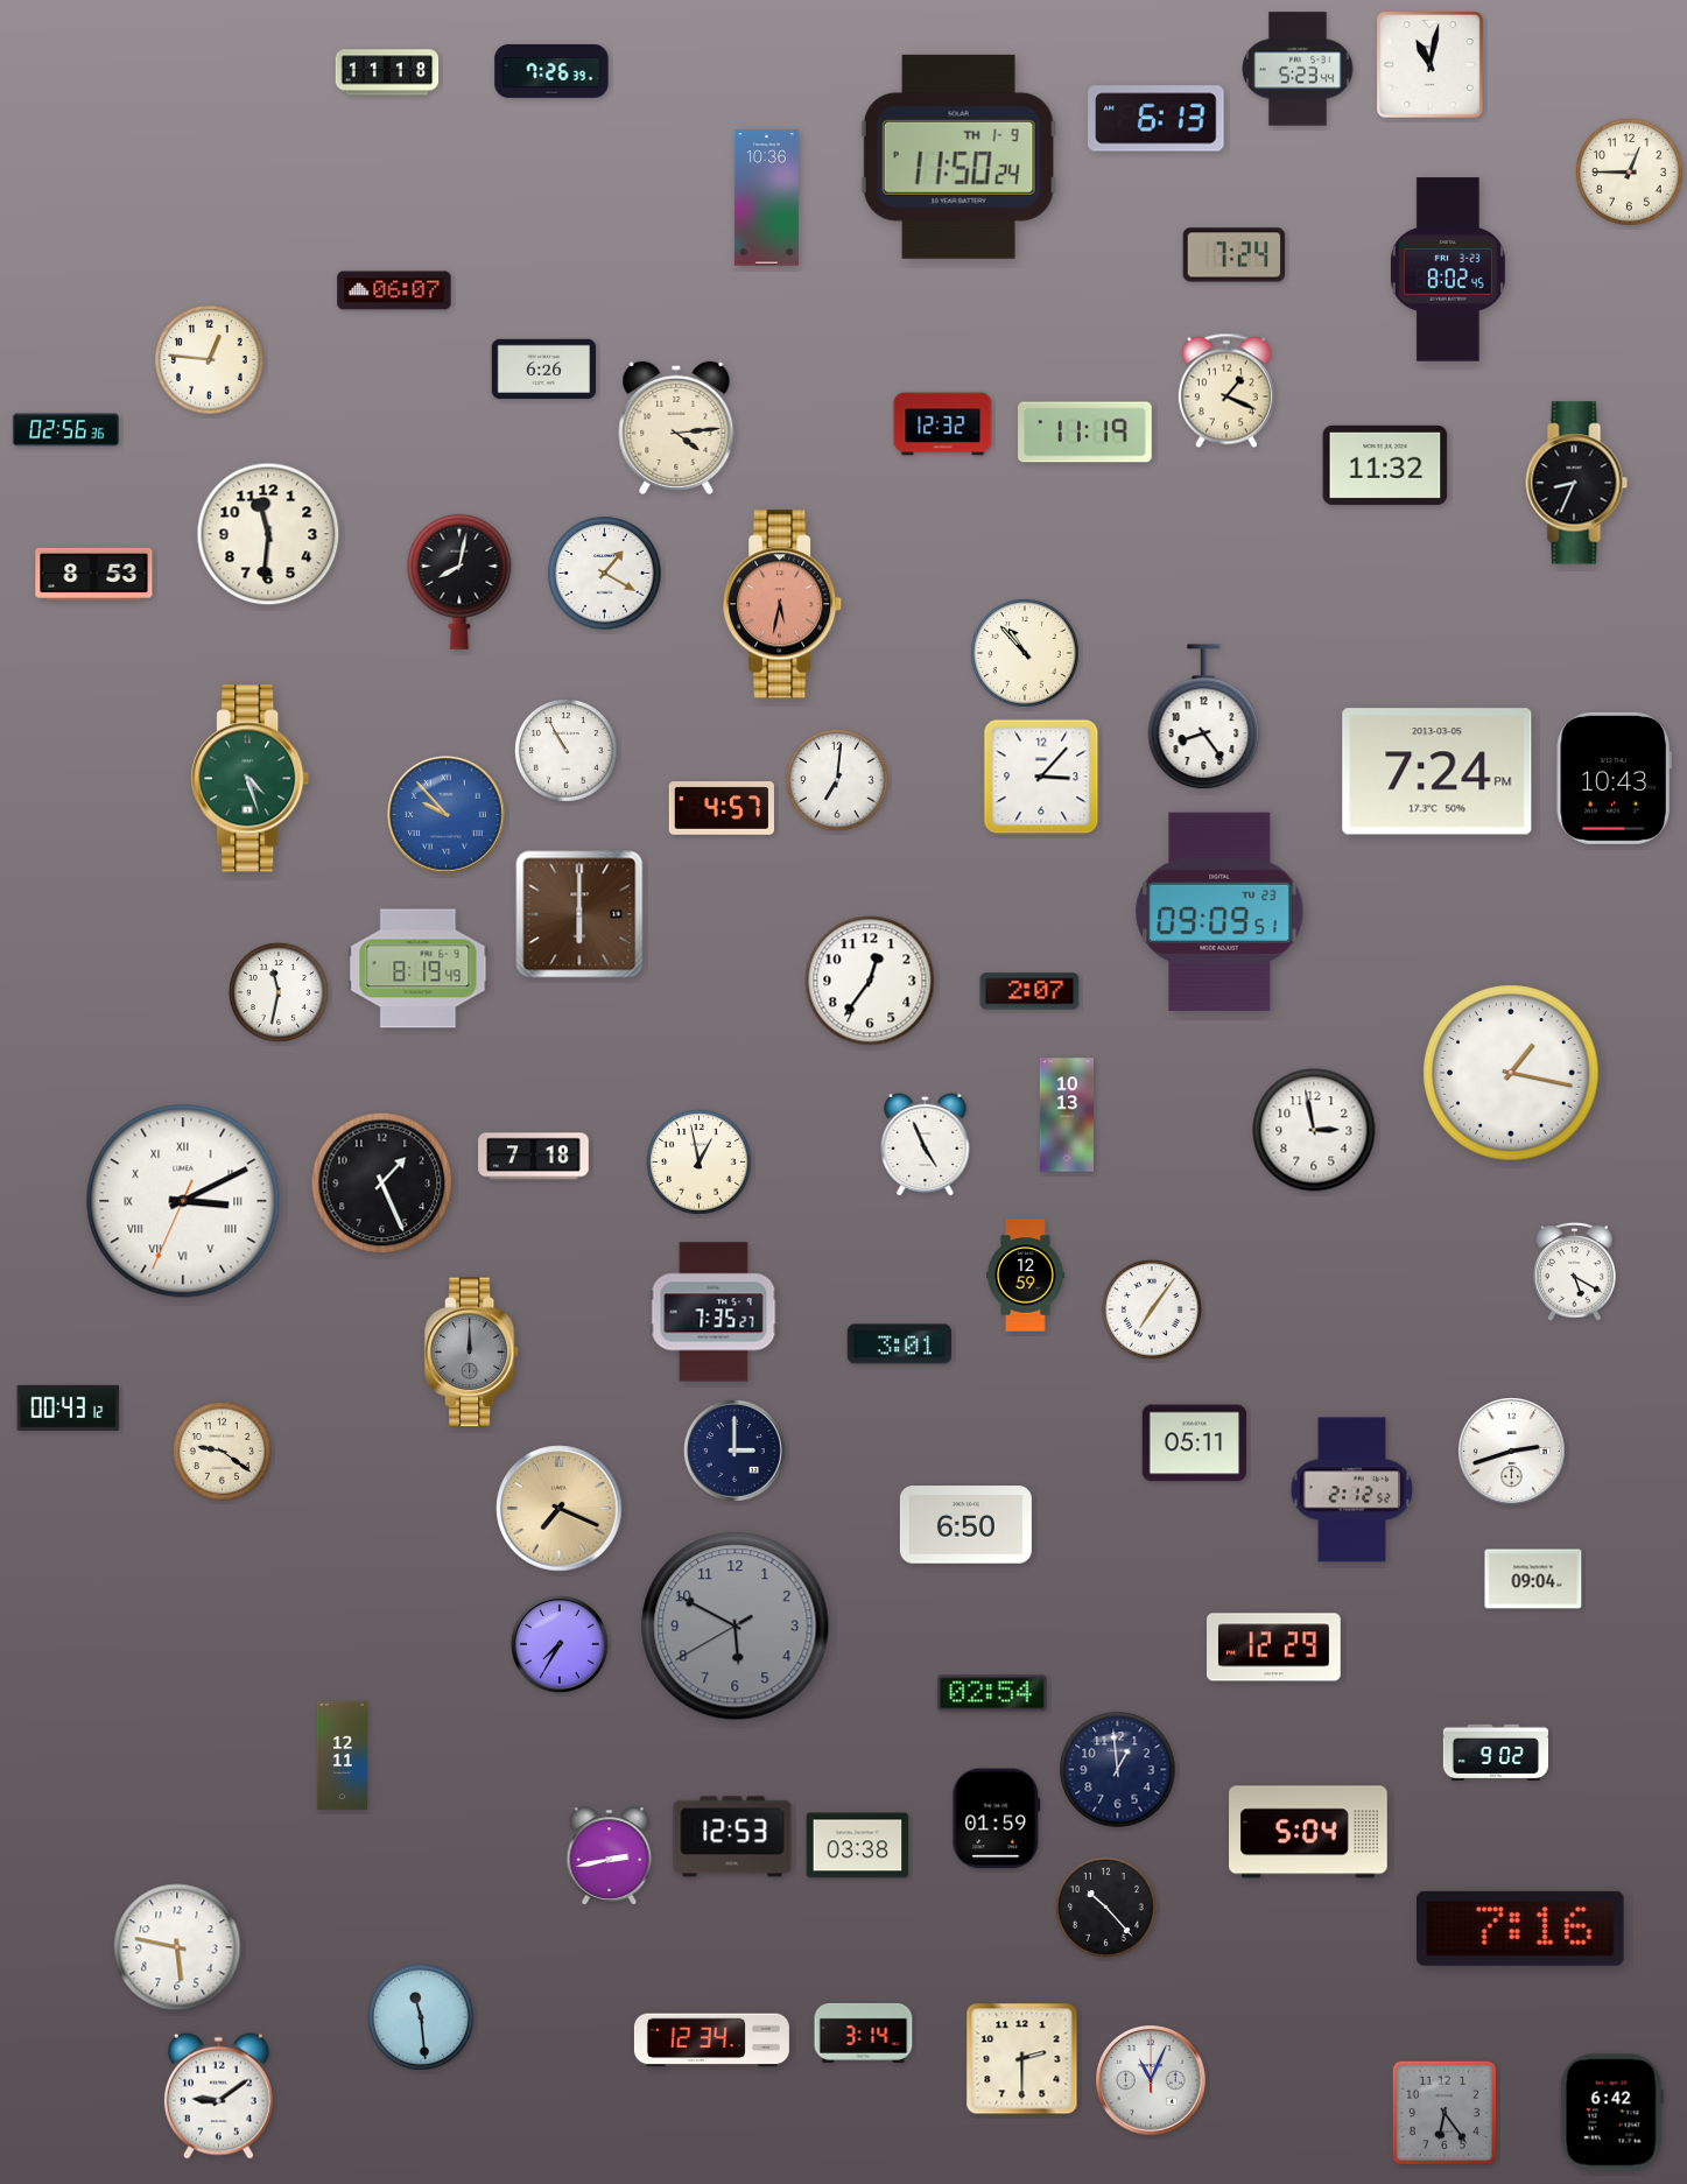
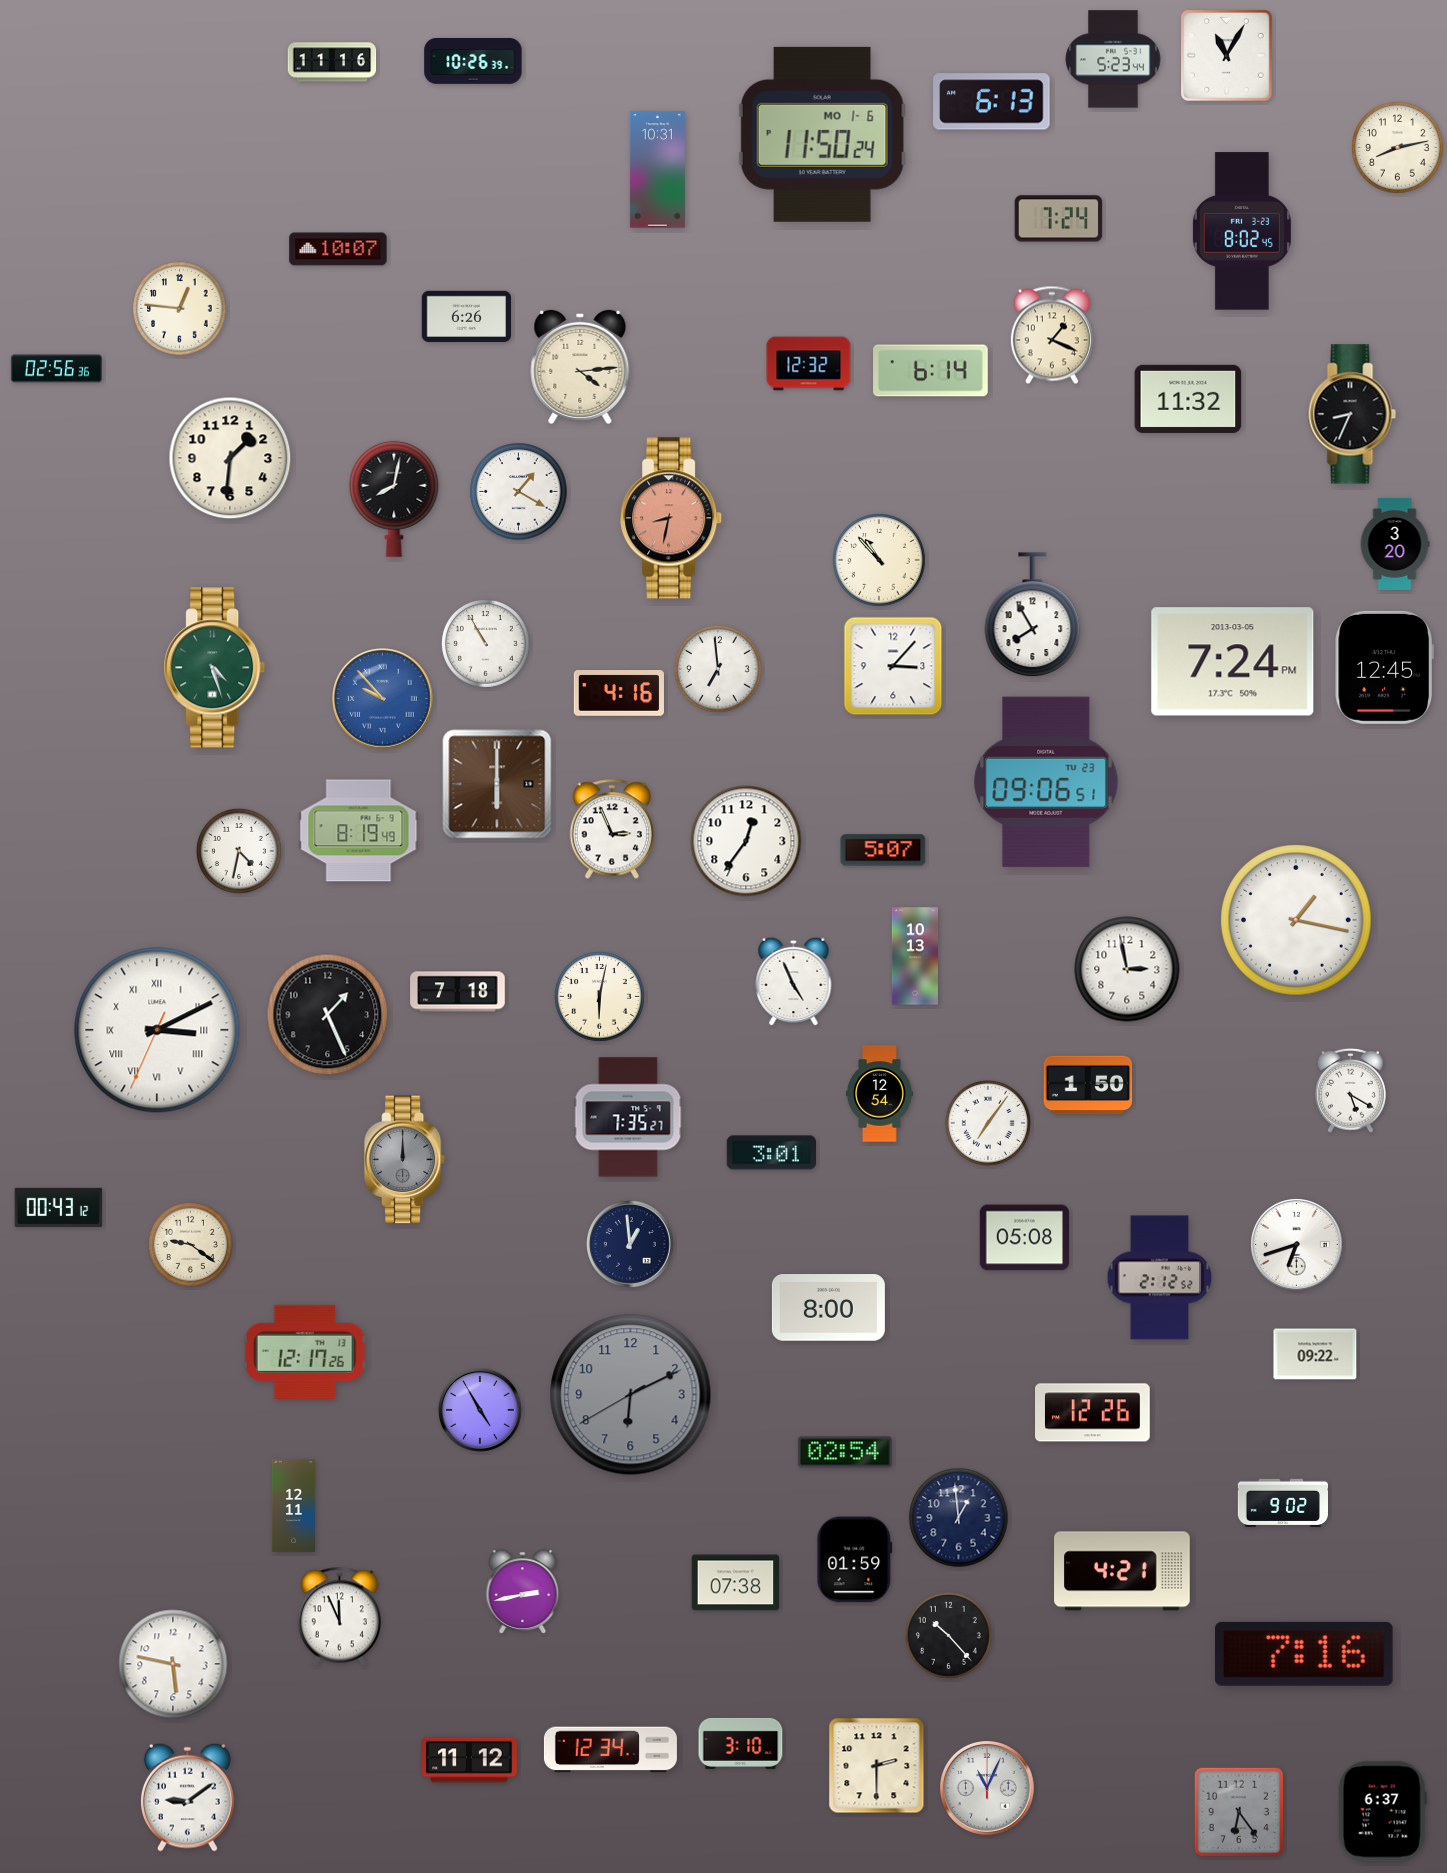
clock at (1431, 65): 11:02 -> 11:05
clock at (551, 71): 7:26 -> 10:26
clock at (387, 72): 11:18 -> 11:16
clock at (958, 156) date: TH 1-9 -> MO 1-6
clock at (1630, 173): 12:45 -> 8:13
clock at (766, 198): 10:36 -> 10:31
clock at (394, 290): 06:07 -> 10:07
clock at (1085, 433): 11:19 -> 6:14
clock at (268, 534): 11:31 -> 1:31
clock at (94, 574): 8:53 -> none
clock at (783, 604): 5:32 -> 8:32
clock at (1395, 544): none -> 3:20
clock at (1204, 717): 8:24 -> 7:55
clock at (1614, 778): 10:43 -> 12:45
clock at (837, 780): 7:01 -> 6:59
clock at (722, 809): 4:57 -> 4:16
clock at (1219, 912): 09:09 -> 09:06
clock at (612, 829): none -> 2:56
clock at (1029, 991): 2:07 -> 5:07
clock at (279, 992): 11:32 -> 4:32
clock at (700, 1163): 12:58 -> 6:02
clock at (1088, 1085): none -> 1:50
clock at (1026, 1276): 12:59 -> 12:54
clock at (714, 1312) position: (714, 1312) -> (628, 1117)
clock at (1195, 1444): 05:11 -> 05:08
clock at (734, 1451): 3:00 -> 12:59
clock at (1512, 1452): 2:42 -> 6:42
clock at (560, 1509): 7:19 -> none
clock at (965, 1525): 6:50 -> 8:00
clock at (305, 1352): none -> 12:17
clock at (1533, 1579): 09:04 -> 09:22
clock at (736, 1627): 5:49 -> 6:10
clock at (560, 1644): 7:35 -> 4:55
clock at (1274, 1648): 12:29 -> 12:26
clock at (992, 1693) position: (992, 1693) -> (845, 1452)
clock at (1308, 1832): 5:04 -> 4:21
clock at (732, 1837): 12:53 -> none
clock at (858, 1846): 03:38 -> 07:38
clock at (339, 1617): none -> 11:56
clock at (177, 1947) position: (177, 1947) -> (173, 1664)
clock at (421, 2017): 11:29 -> none
clock at (864, 2032): 3:14 -> 3:10
clock at (469, 1760): none -> 11:12
clock at (1151, 2080) position: (1151, 2080) -> (987, 1788)
clock at (1611, 2113): 6:42 -> 6:37
